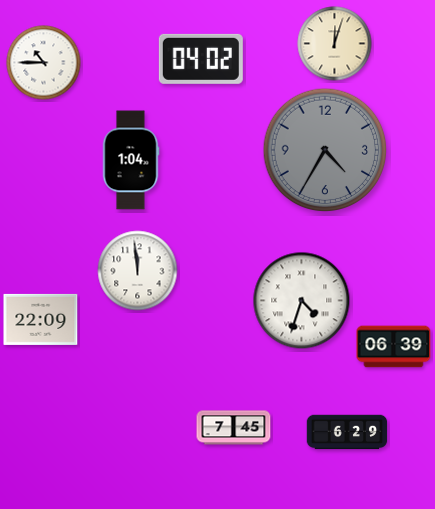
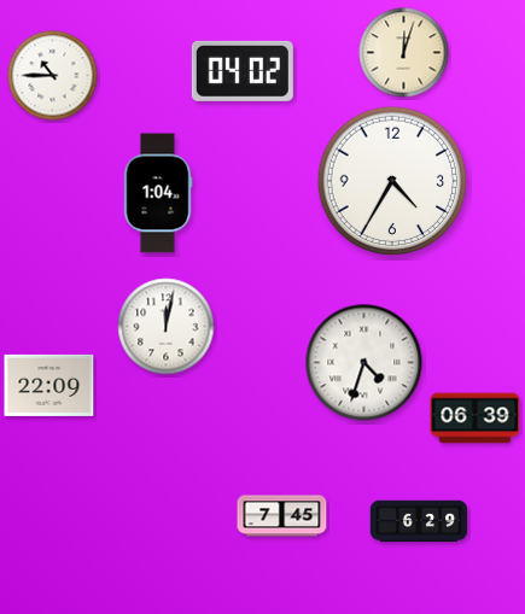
clock at (325, 150) dial: grey -> white
clock at (138, 271): 11:59 -> 12:02
